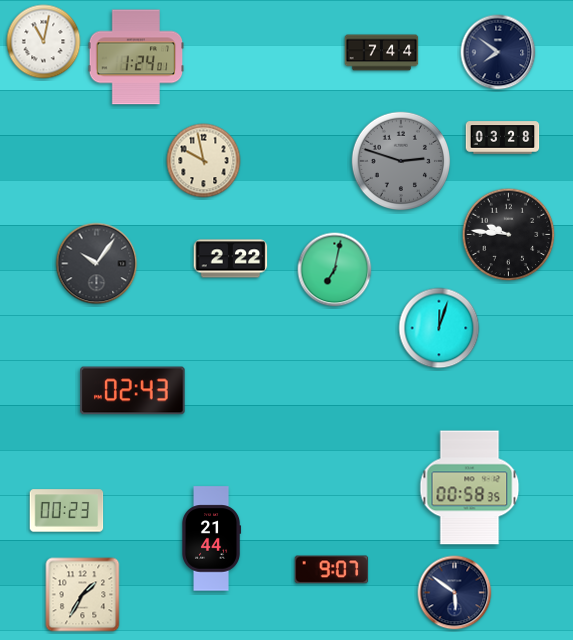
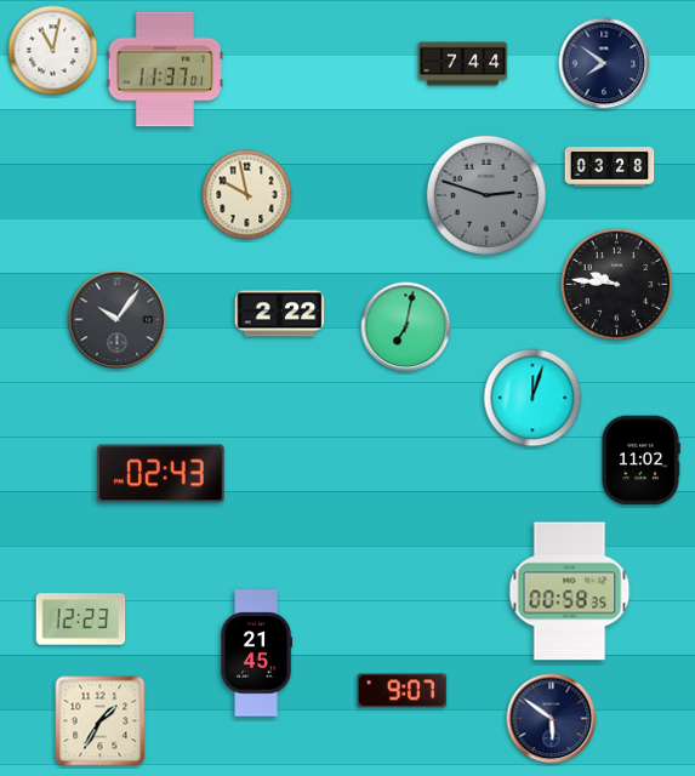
clock at (136, 57): 1:24 -> 11:37
clock at (640, 461): none -> 11:02
clock at (67, 511): 00:23 -> 12:23
clock at (211, 539): 21:44 -> 21:45
